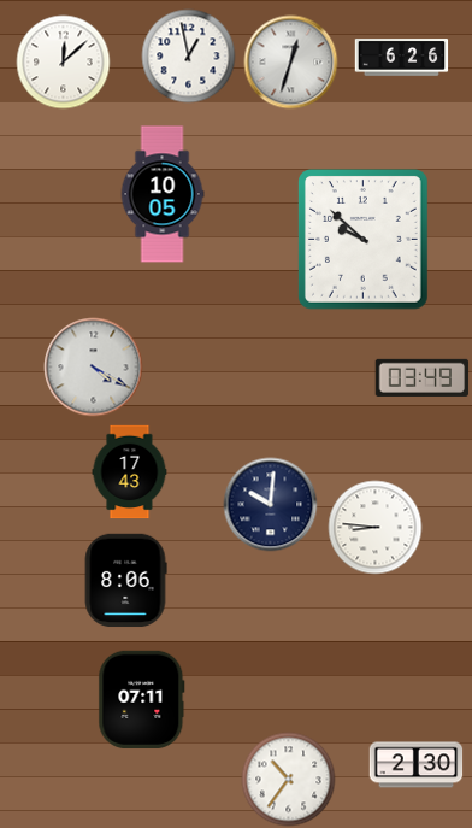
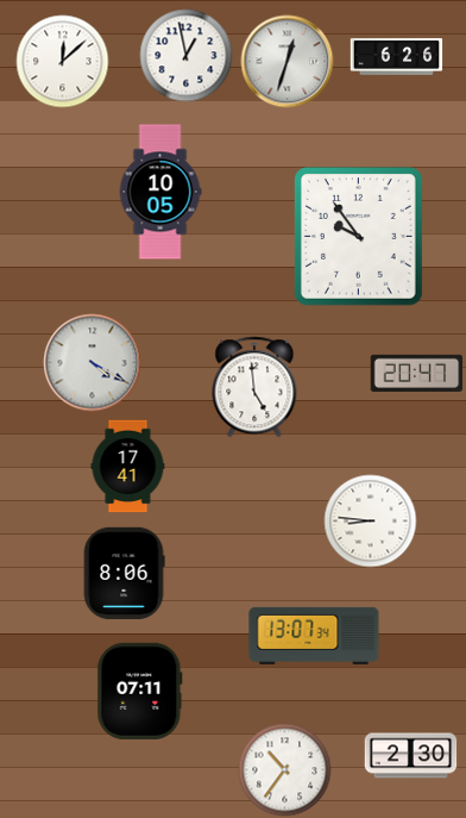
clock at (364, 240): 9:52 -> 9:54
clock at (421, 377): 03:49 -> 20:47
clock at (254, 387): none -> 4:59
clock at (130, 471): 17:43 -> 17:41
clock at (270, 504): 10:01 -> none
clock at (314, 636): none -> 13:07
